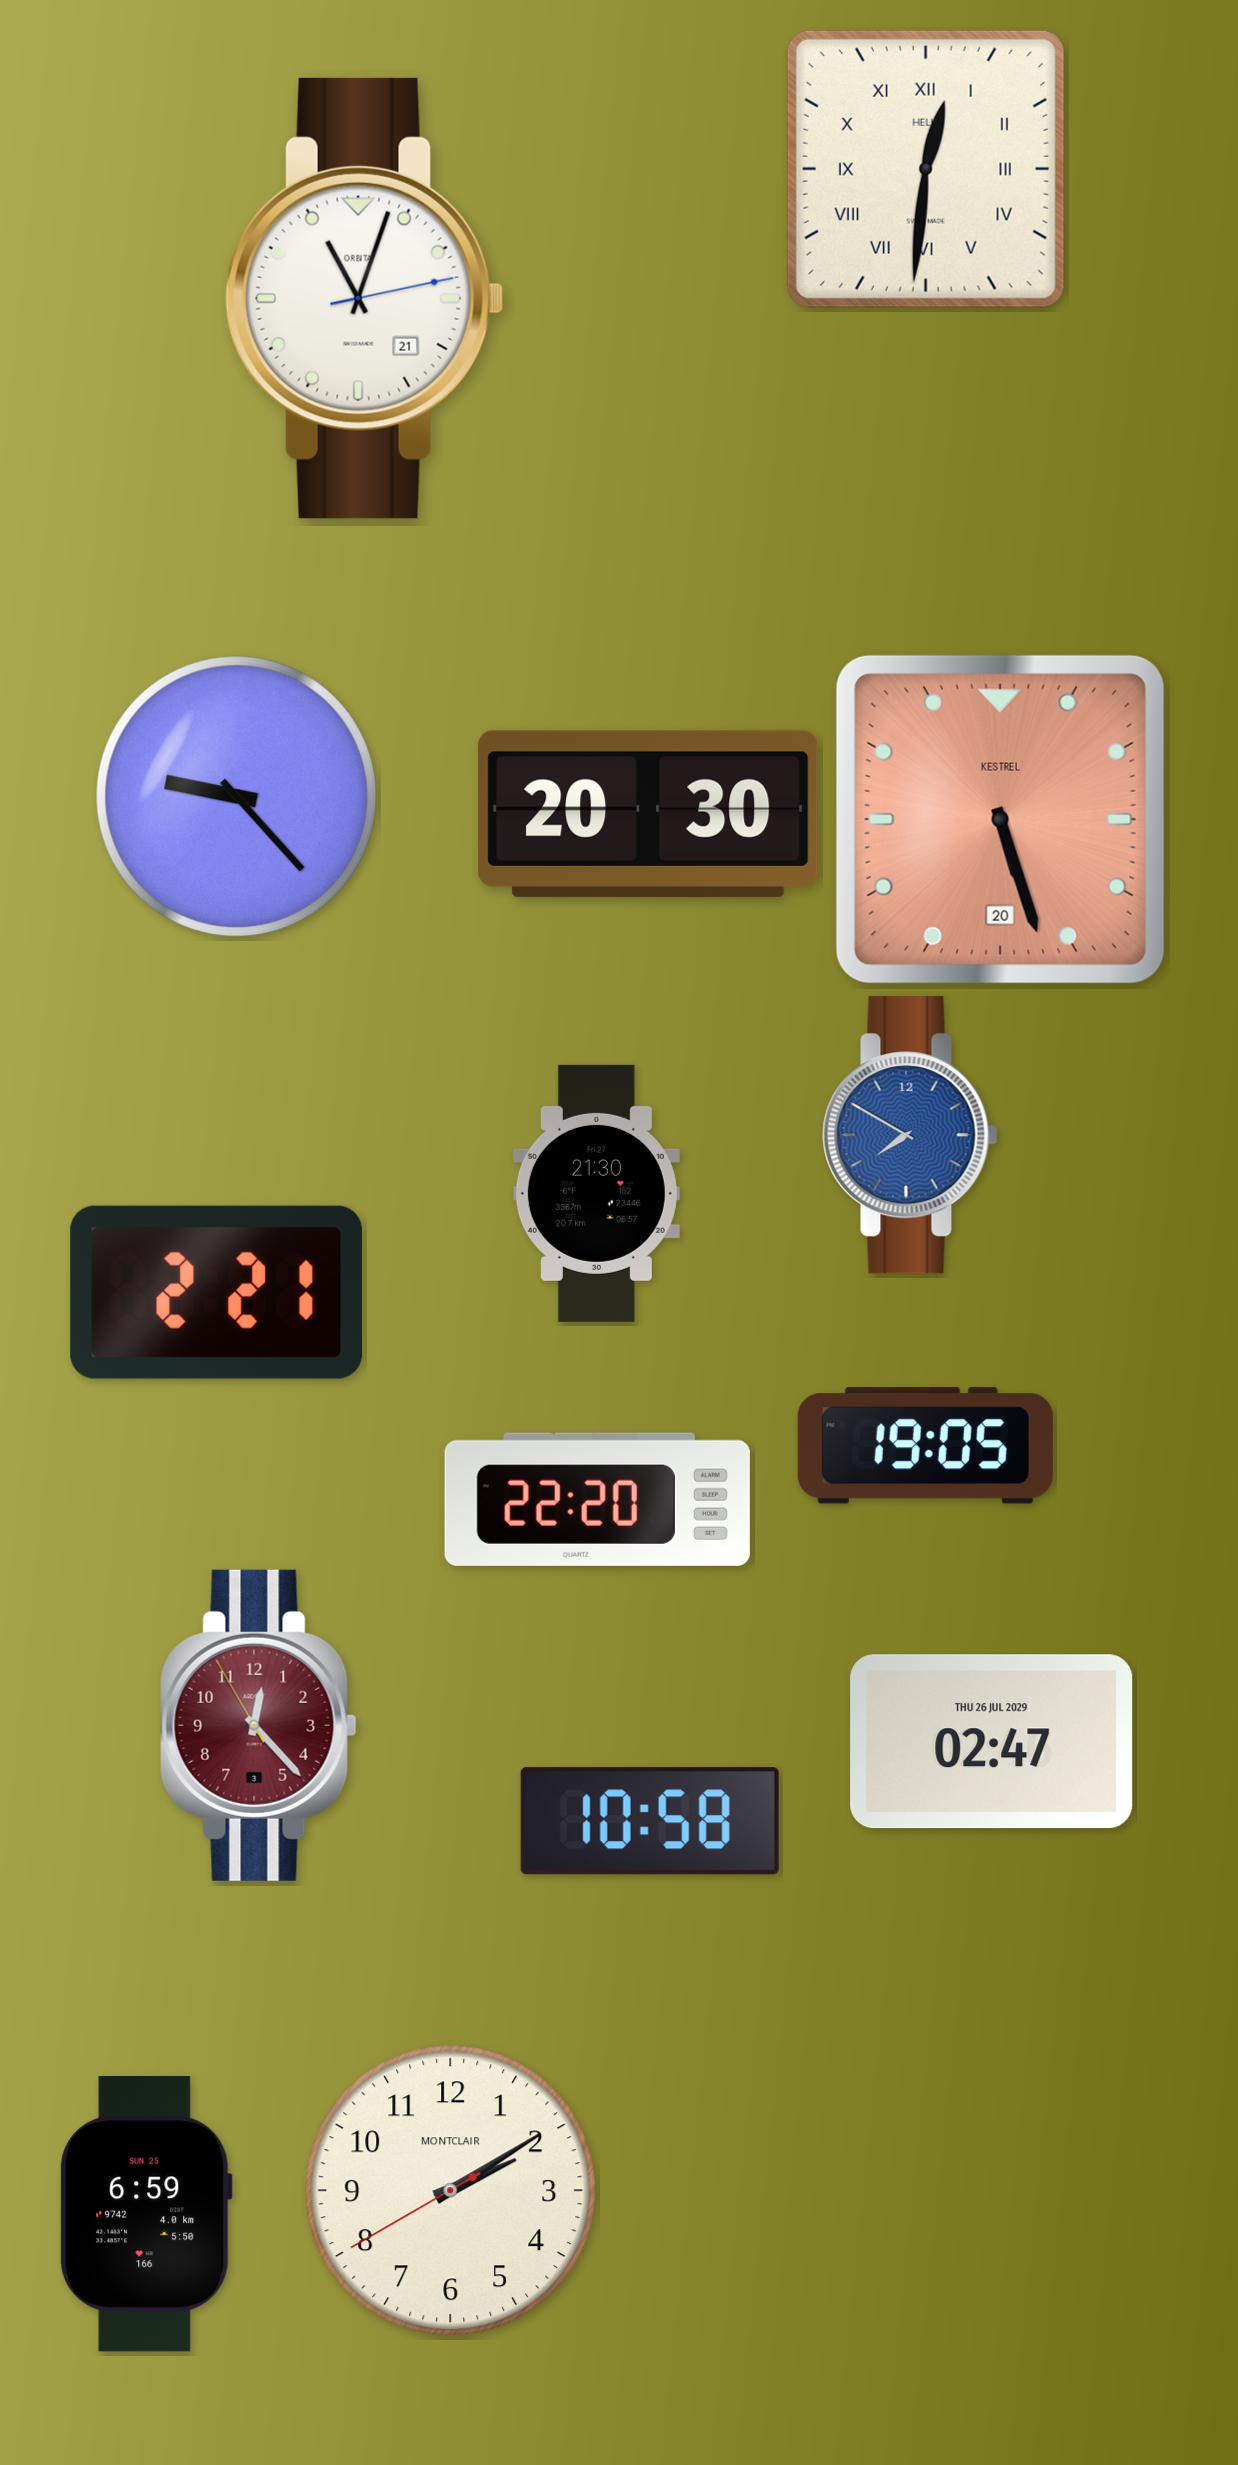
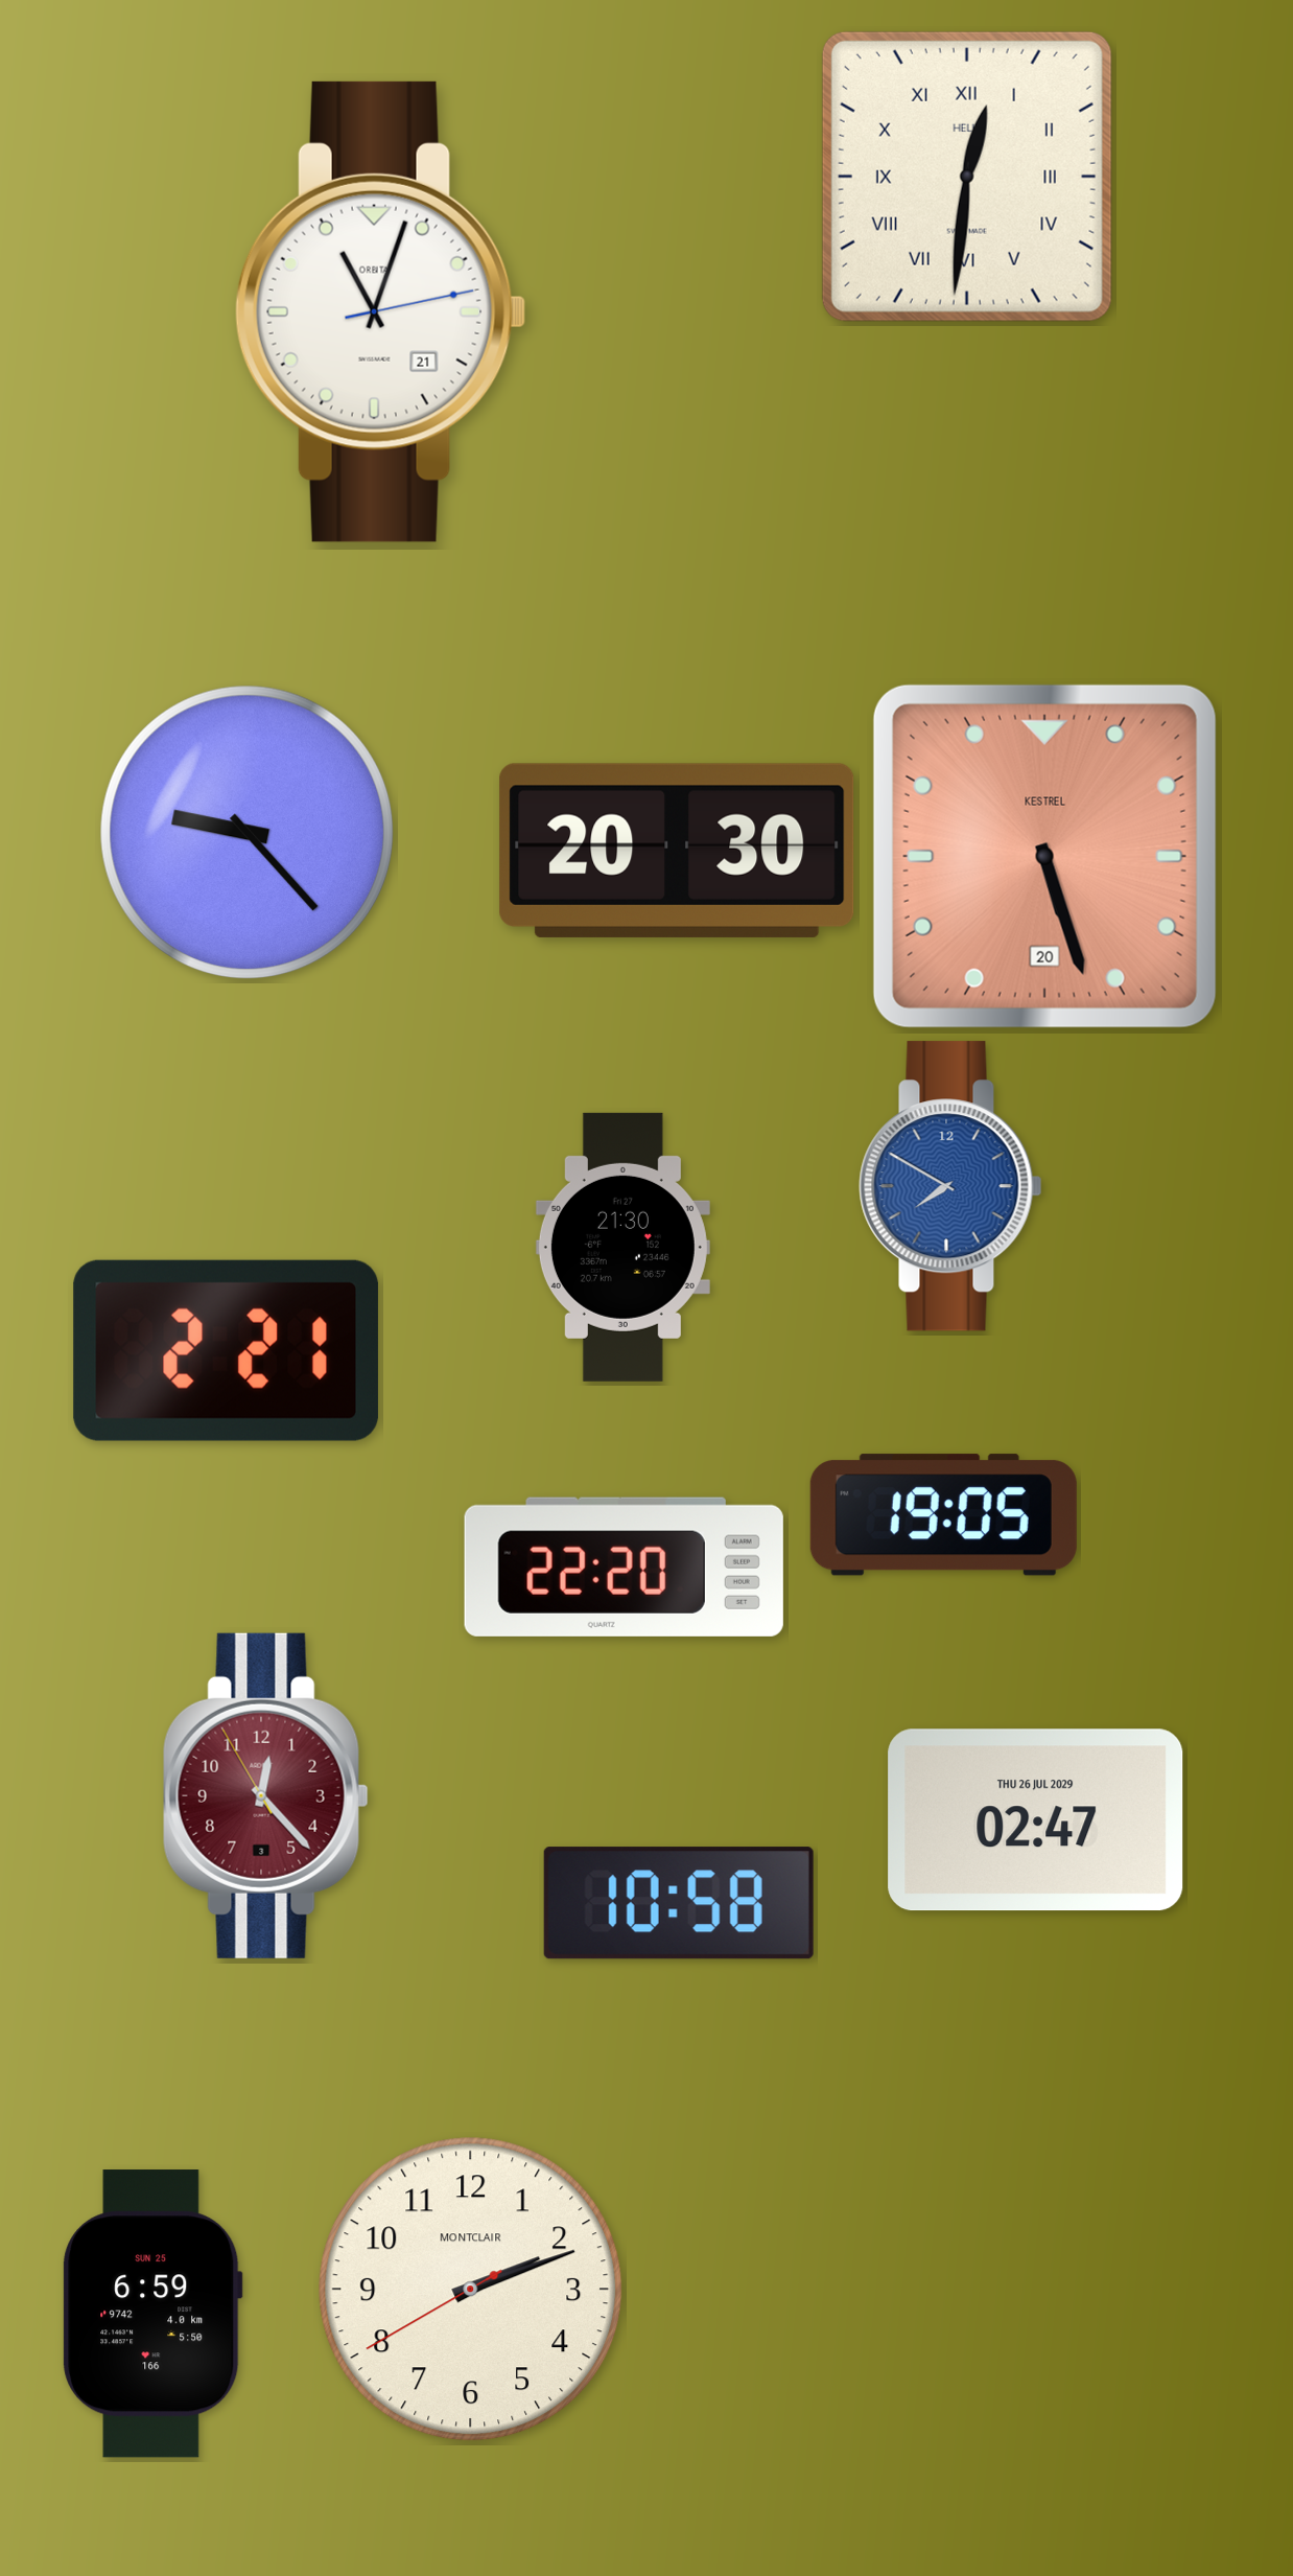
clock at (925, 1446) position: (925, 1446) -> (943, 1515)
clock at (258, 1725) position: (258, 1725) -> (265, 1795)
clock at (451, 2191): 2:09 -> 2:11
